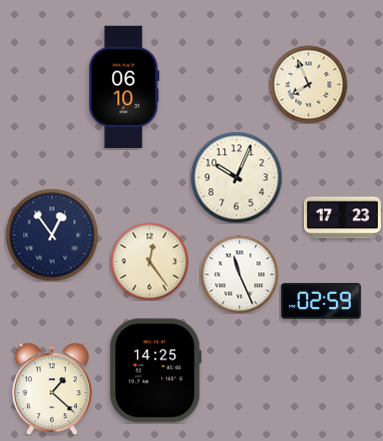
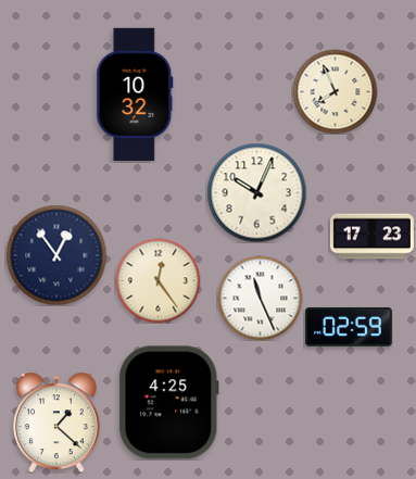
clock at (124, 86): 06:10 -> 10:32
clock at (149, 261) position: (149, 261) -> (157, 280)
clock at (156, 371): 14:25 -> 4:25
